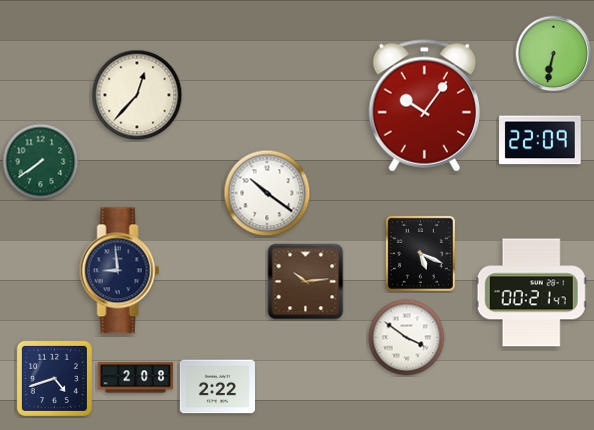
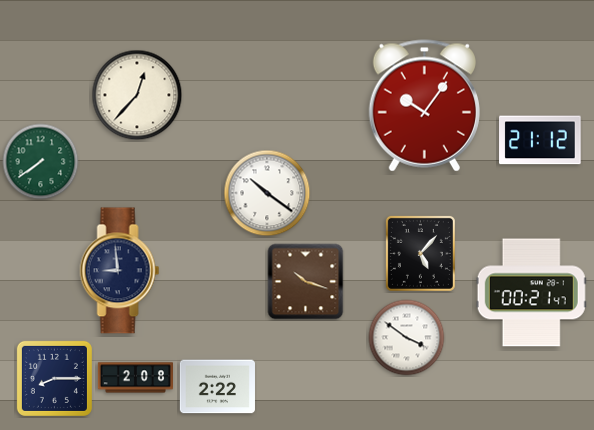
clock at (554, 54): 6:32 -> none
clock at (540, 140): 22:09 -> 21:12
clock at (420, 253): 5:19 -> 5:07
clock at (306, 282): 10:14 -> 10:18
clock at (54, 378): 4:42 -> 8:15
